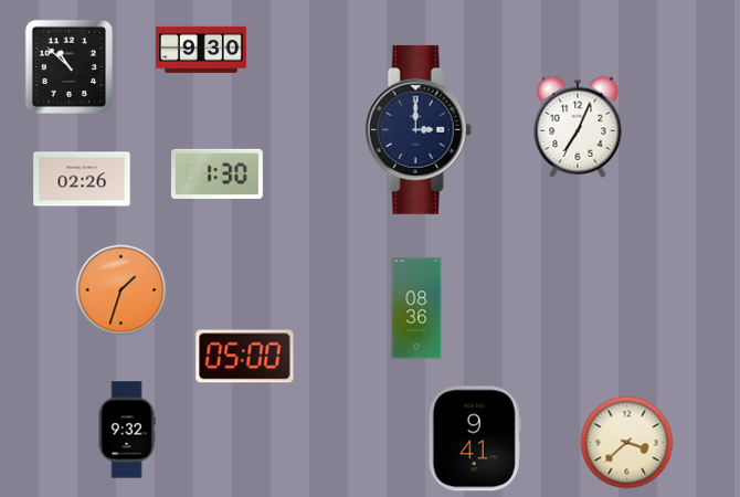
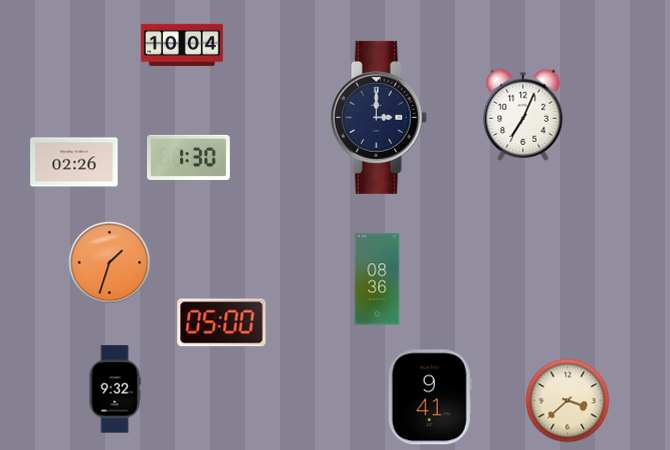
clock at (201, 50): 9:30 -> 10:04
clock at (68, 67): 10:52 -> none
clock at (216, 173) position: (216, 173) -> (188, 157)
